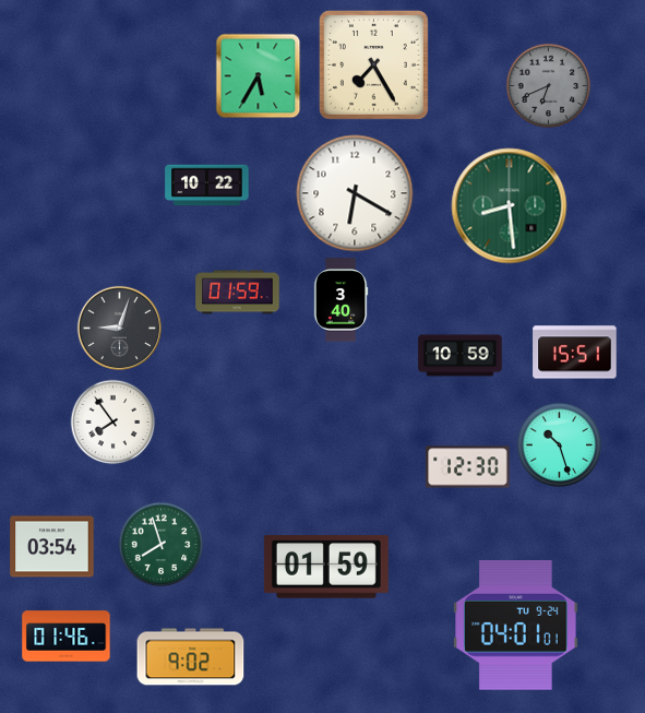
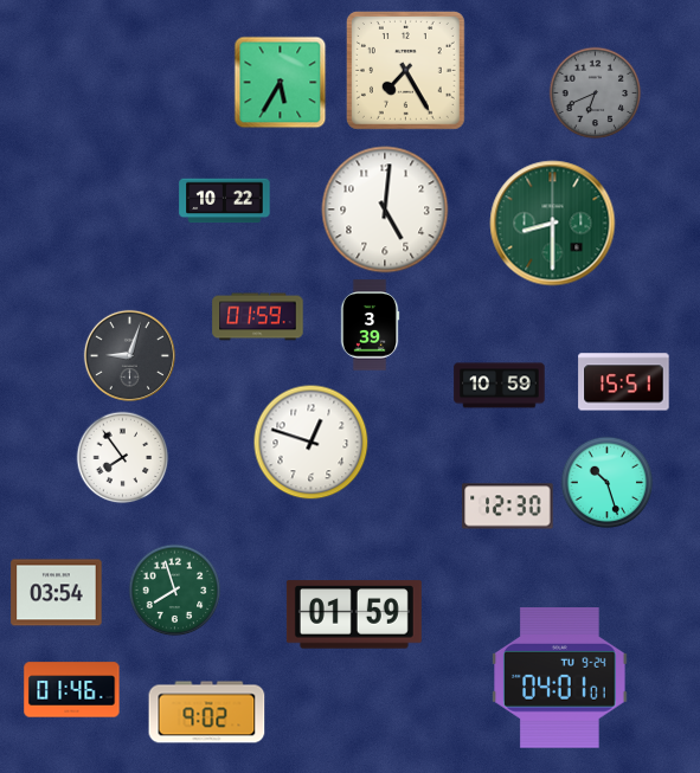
clock at (355, 193): 6:20 -> 5:01
clock at (510, 206): 8:29 -> 8:30
clock at (341, 300): 3:40 -> 3:39
clock at (310, 442): none -> 12:48
